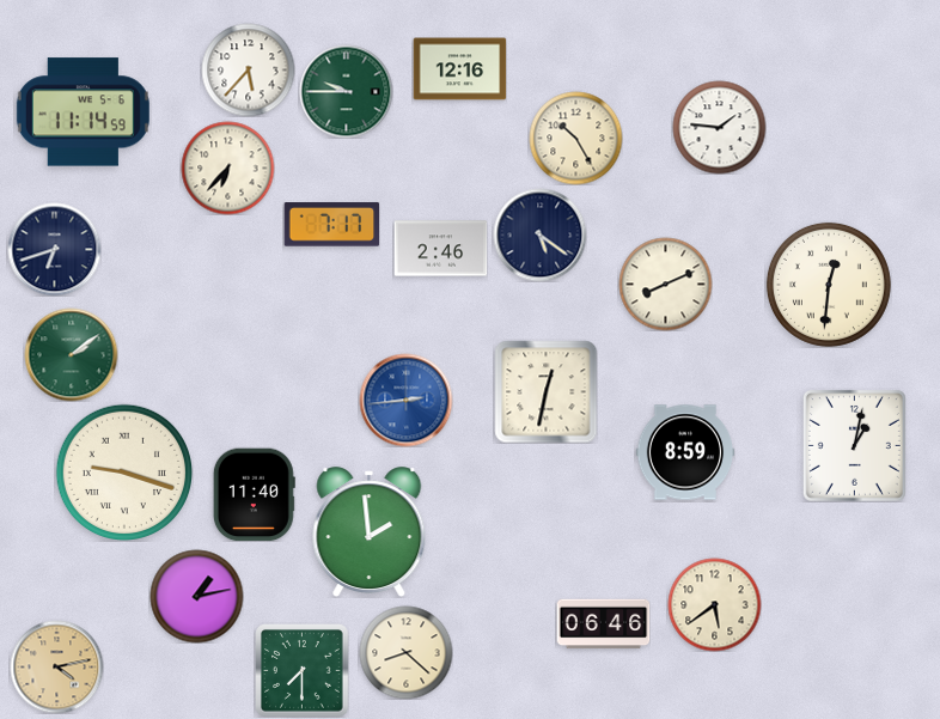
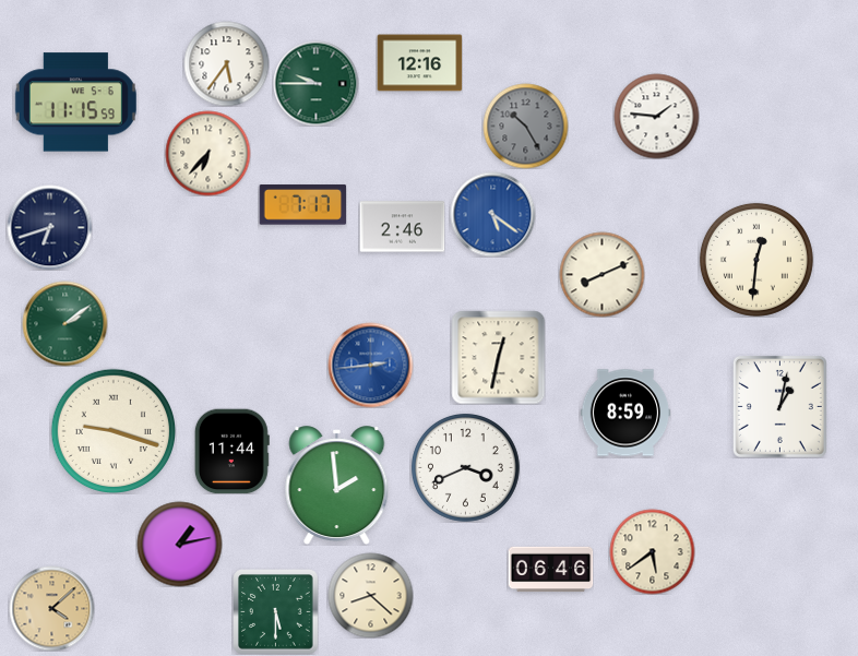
clock at (248, 69): 5:37 -> 5:36
clock at (83, 112): 11:14 -> 11:15
clock at (575, 138) dial: cream -> grey
clock at (539, 234) dial: navy -> blue
clock at (665, 284) position: (665, 284) -> (601, 274)
clock at (254, 494): 11:40 -> 11:44
clock at (465, 467): none -> 3:41
clock at (56, 666): 4:13 -> 4:08
clock at (301, 670): 7:30 -> 5:30
